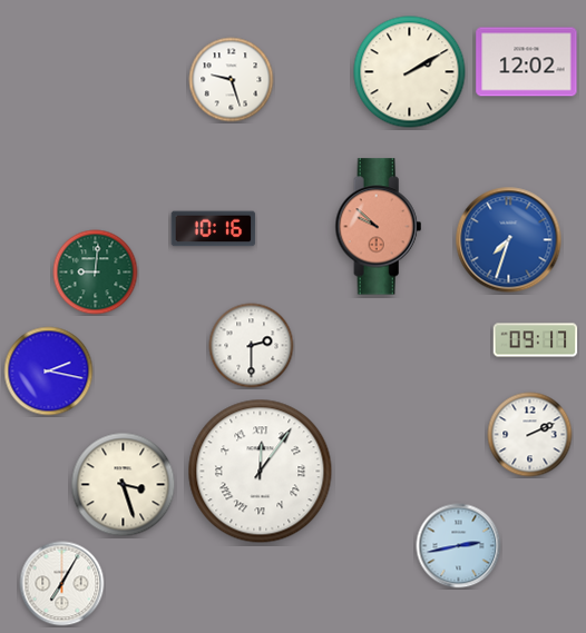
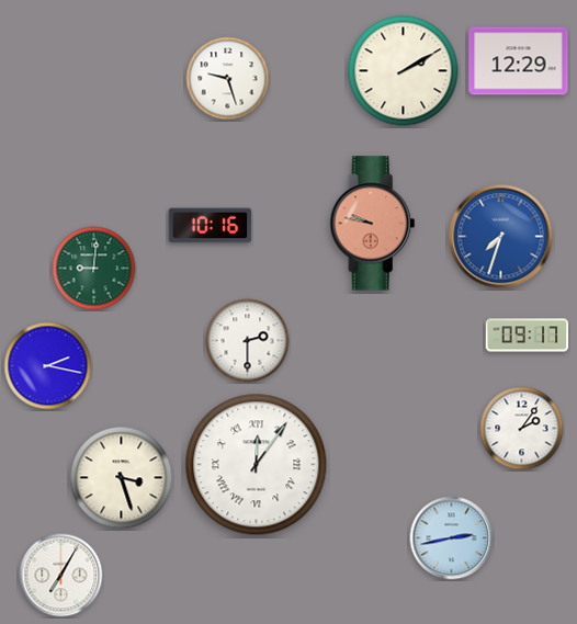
clock at (527, 62): 12:02 -> 12:29
clock at (379, 227): 9:52 -> 9:47
clock at (530, 435): 2:11 -> 2:06
